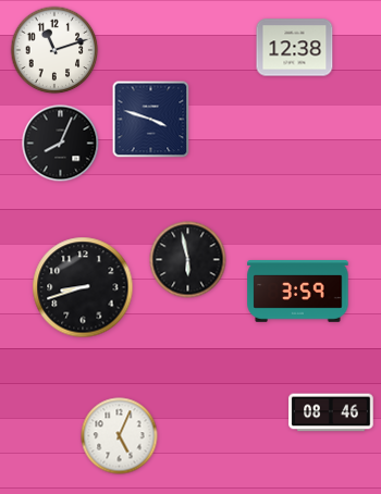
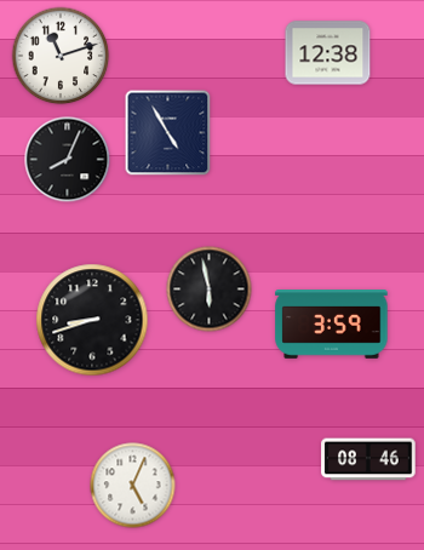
clock at (151, 120): 3:48 -> 4:55
